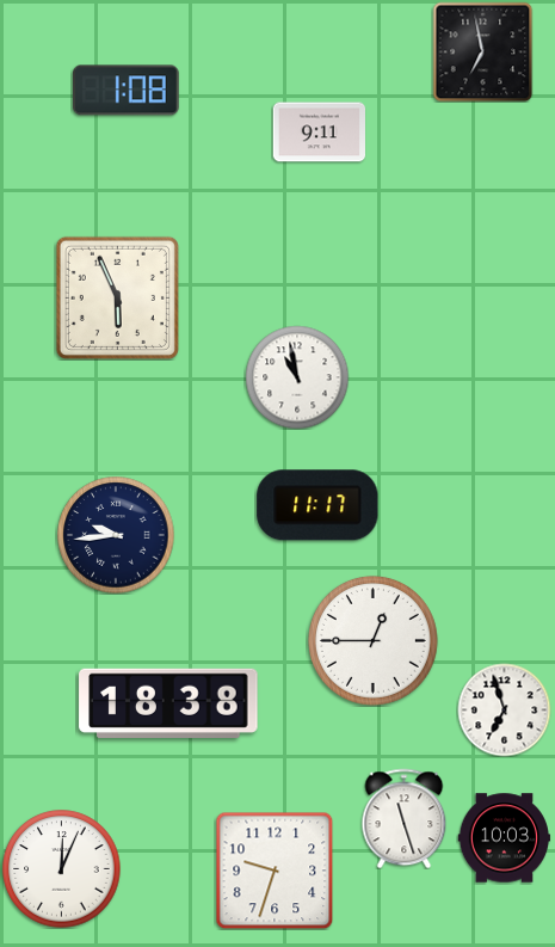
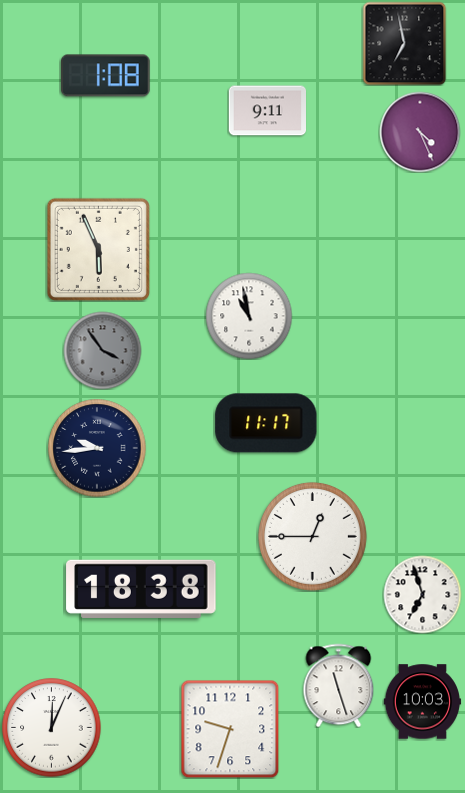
clock at (420, 132): none -> 4:26
clock at (102, 350): none -> 3:54
